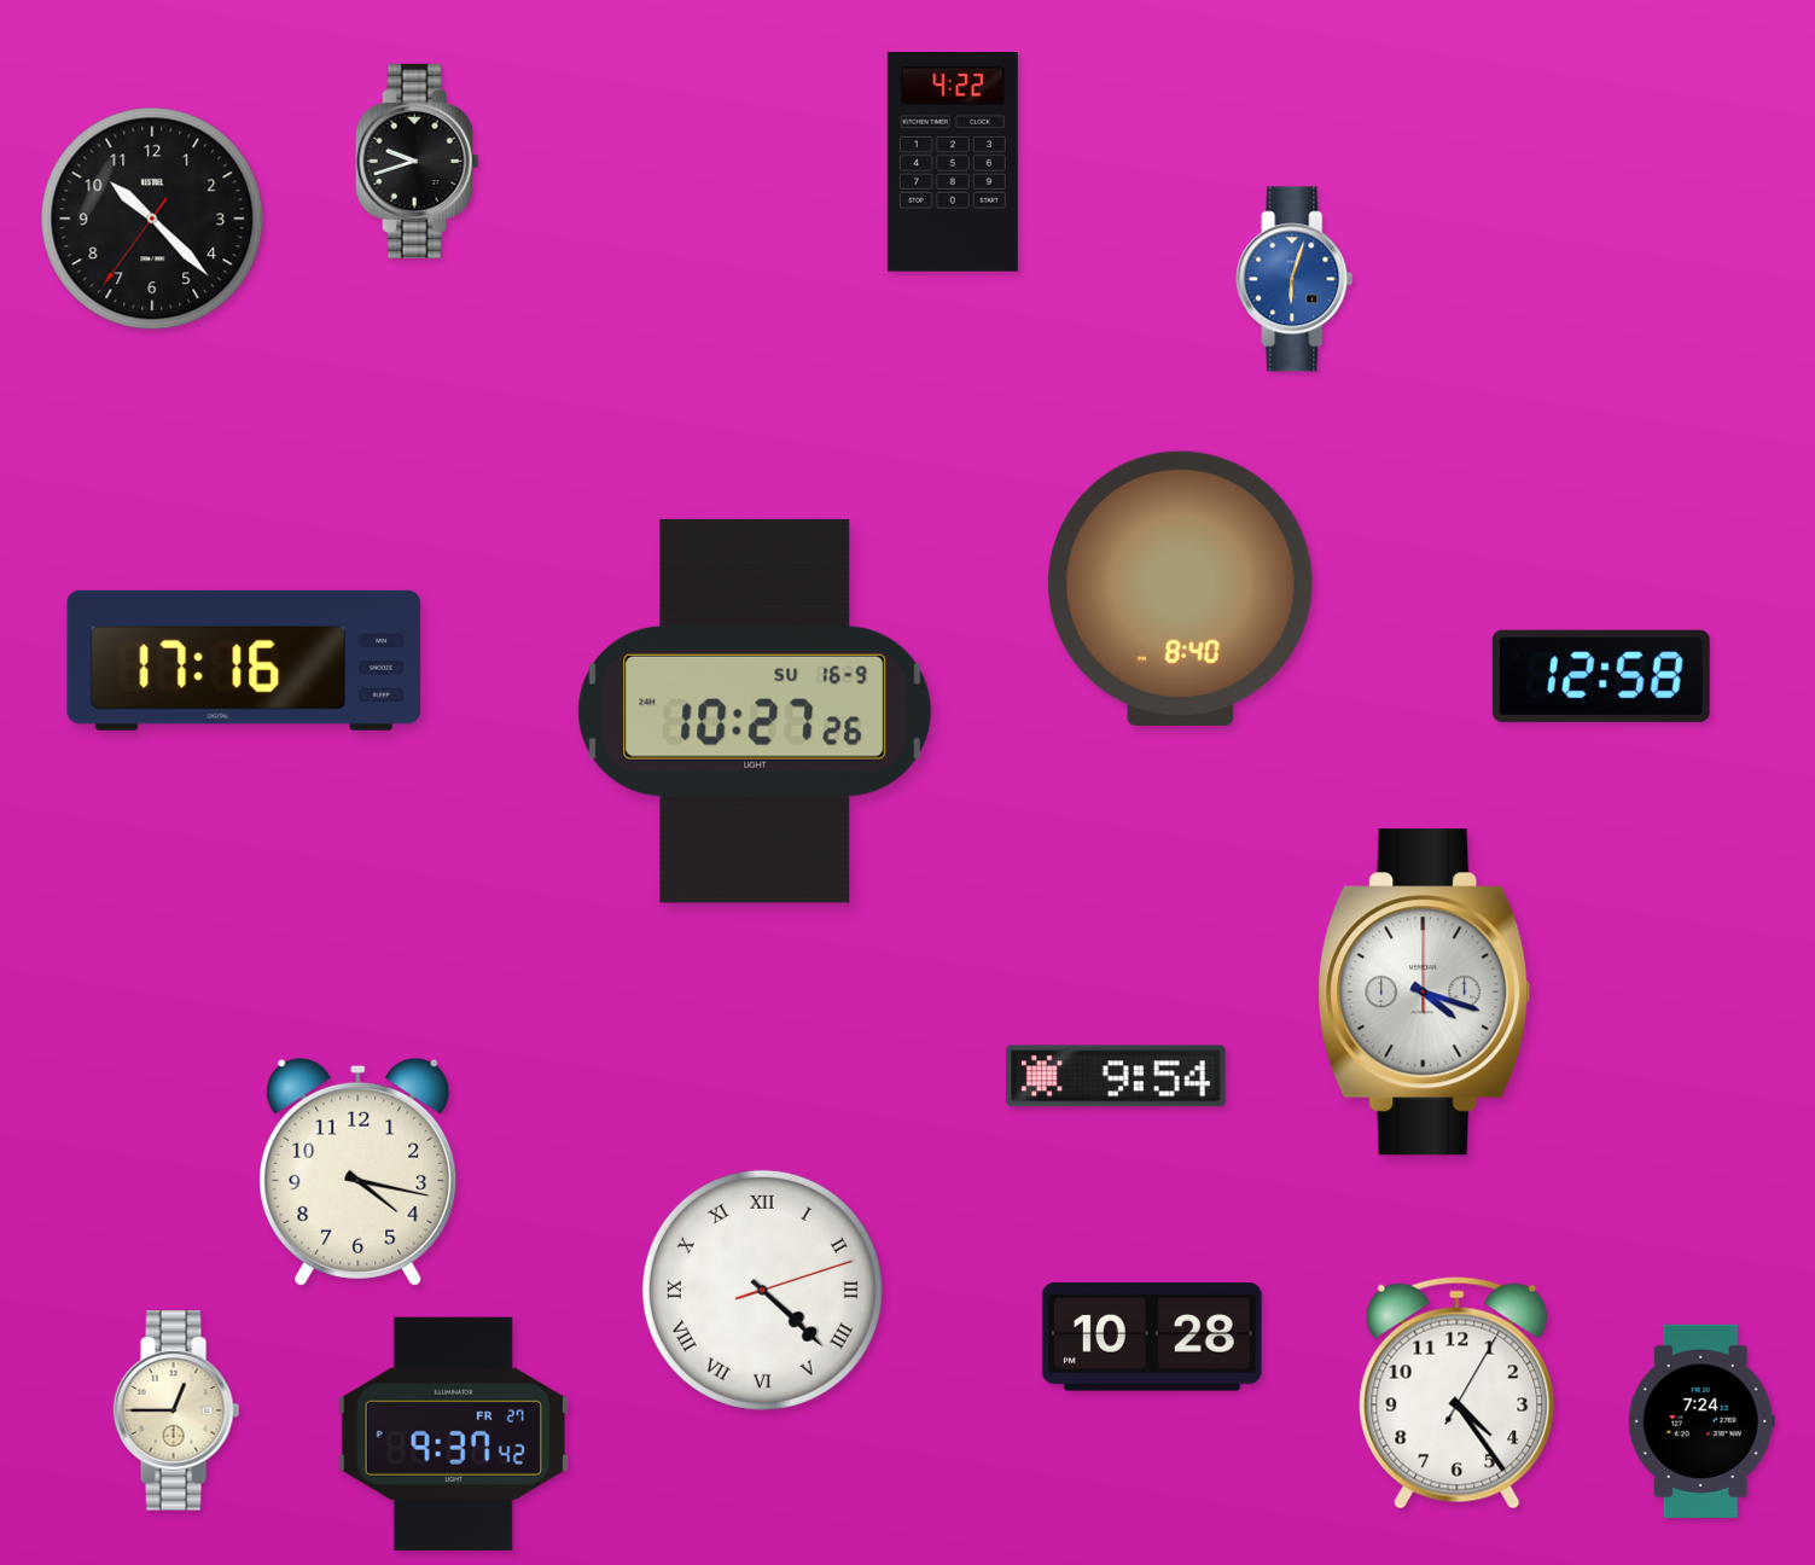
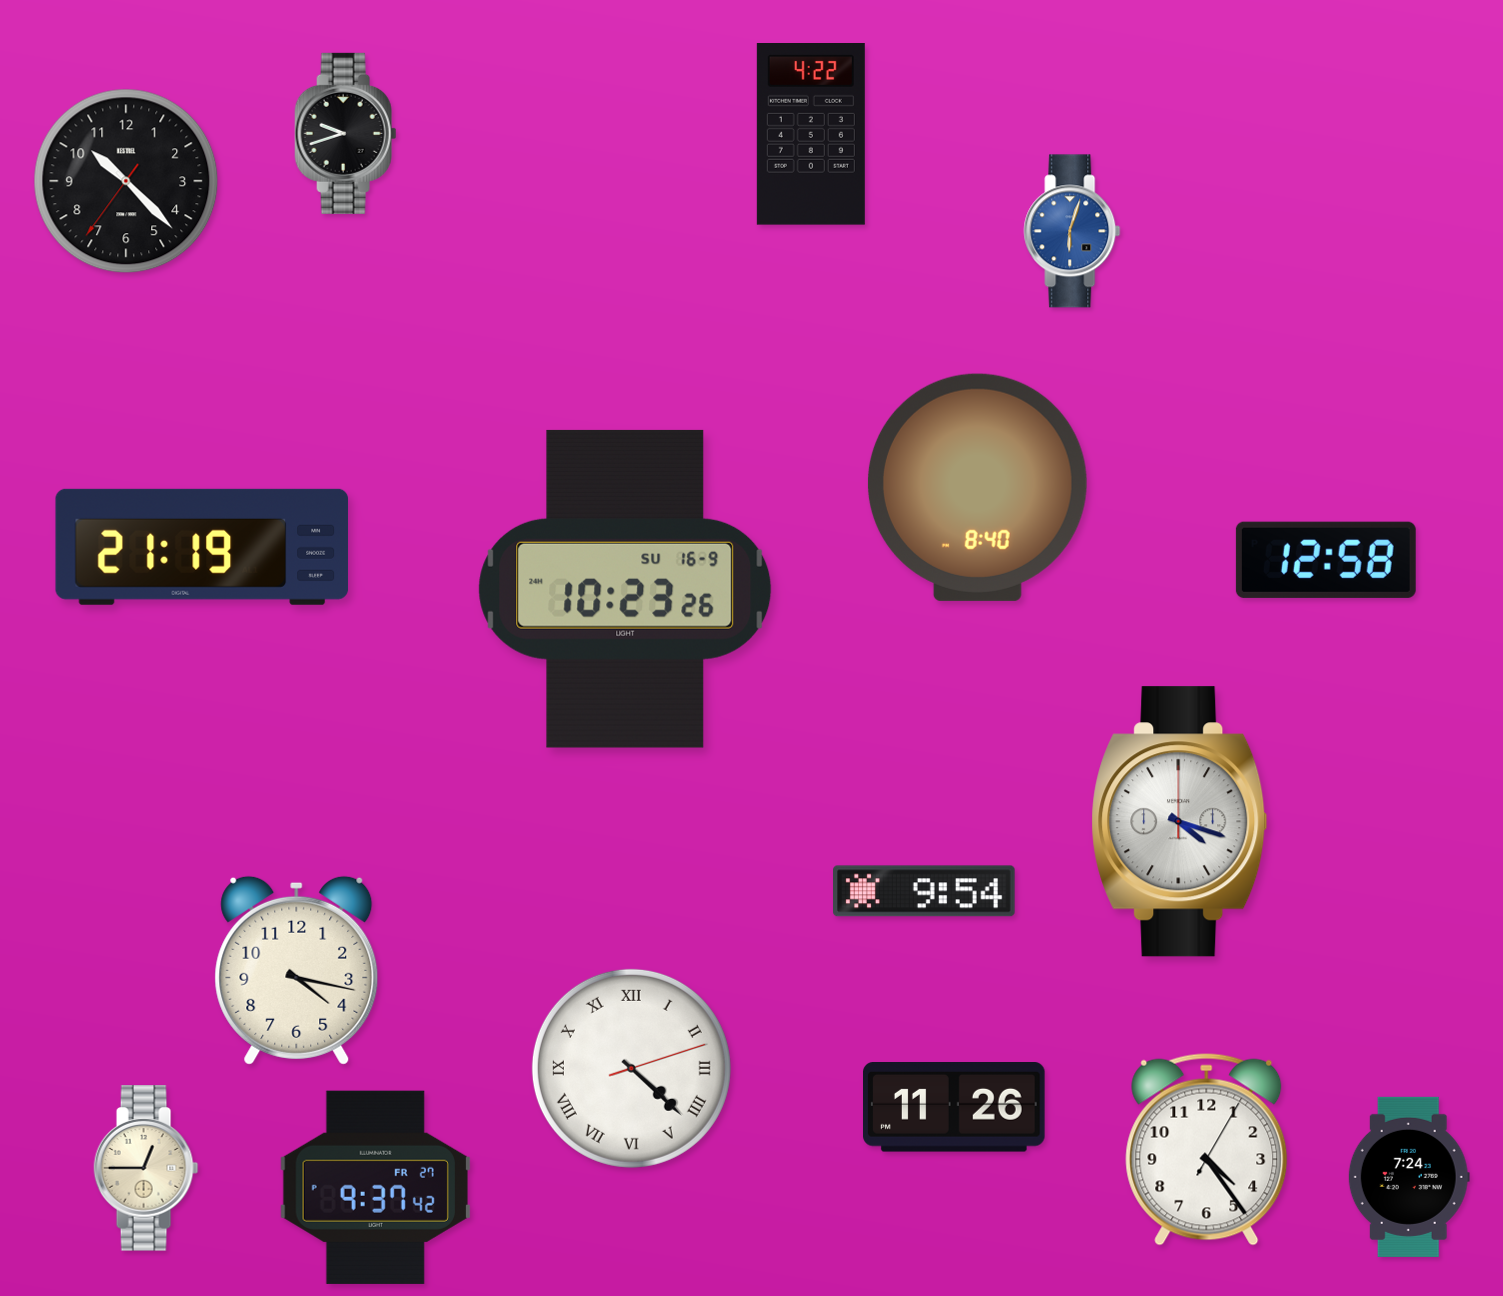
clock at (953, 163) position: (953, 163) -> (811, 135)
clock at (244, 661): 17:16 -> 21:19
clock at (755, 711): 10:27 -> 10:23
clock at (1153, 1338): 10:28 -> 11:26
clock at (1458, 1392) position: (1458, 1392) -> (1207, 1149)
